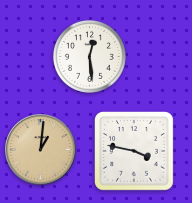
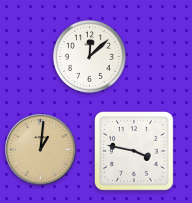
clock at (89, 56): 12:29 -> 12:08
